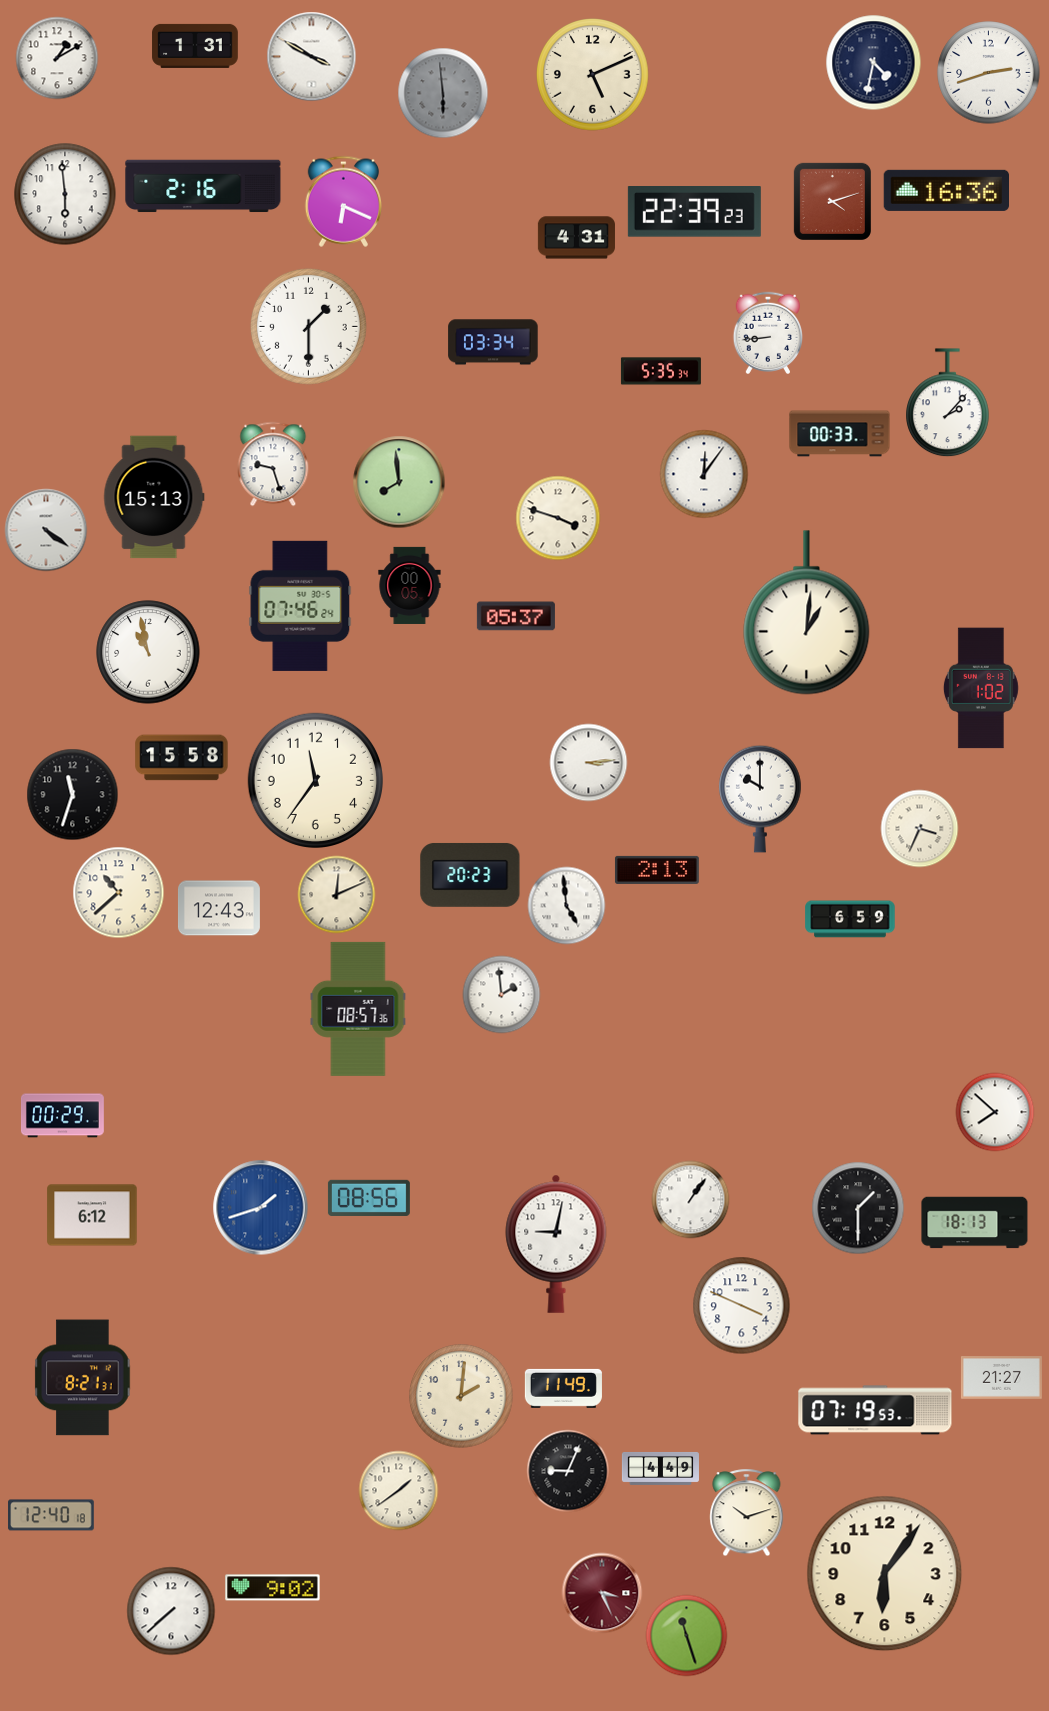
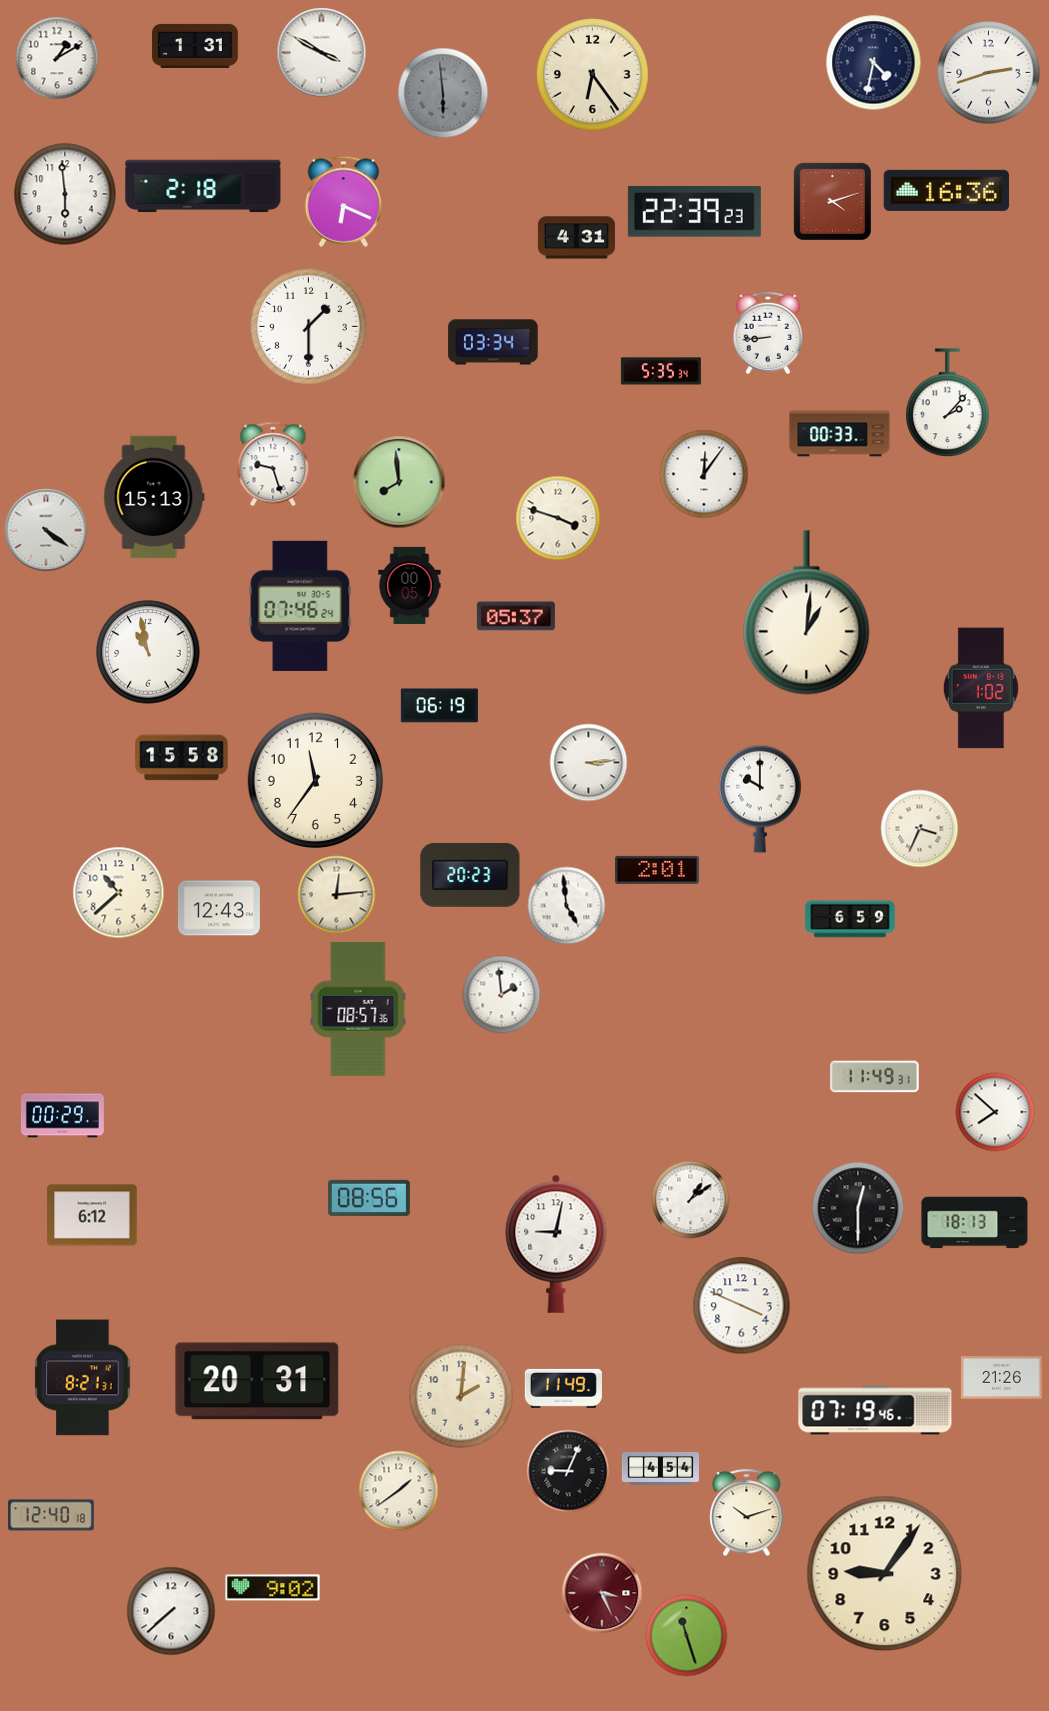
clock at (311, 56) position: (311, 56) -> (321, 52)
clock at (593, 75): 5:11 -> 6:24
clock at (203, 186): 2:16 -> 2:18
clock at (439, 706): none -> 06:19
clock at (72, 794): 11:33 -> none
clock at (657, 870): 2:13 -> 2:01
clock at (336, 894): 12:11 -> 12:14
clock at (875, 1077): none -> 11:49
clock at (690, 1199): 1:06 -> 1:09
clock at (260, 1207): 1:42 -> none
clock at (858, 1208): 1:30 -> 12:30
clock at (1001, 1378): 21:27 -> 21:26
clock at (257, 1381): none -> 20:31
clock at (875, 1410): 07:19:53 -> 07:19:46
clock at (660, 1468): 4:49 -> 4:54
clock at (885, 1574): 6:06 -> 9:06
